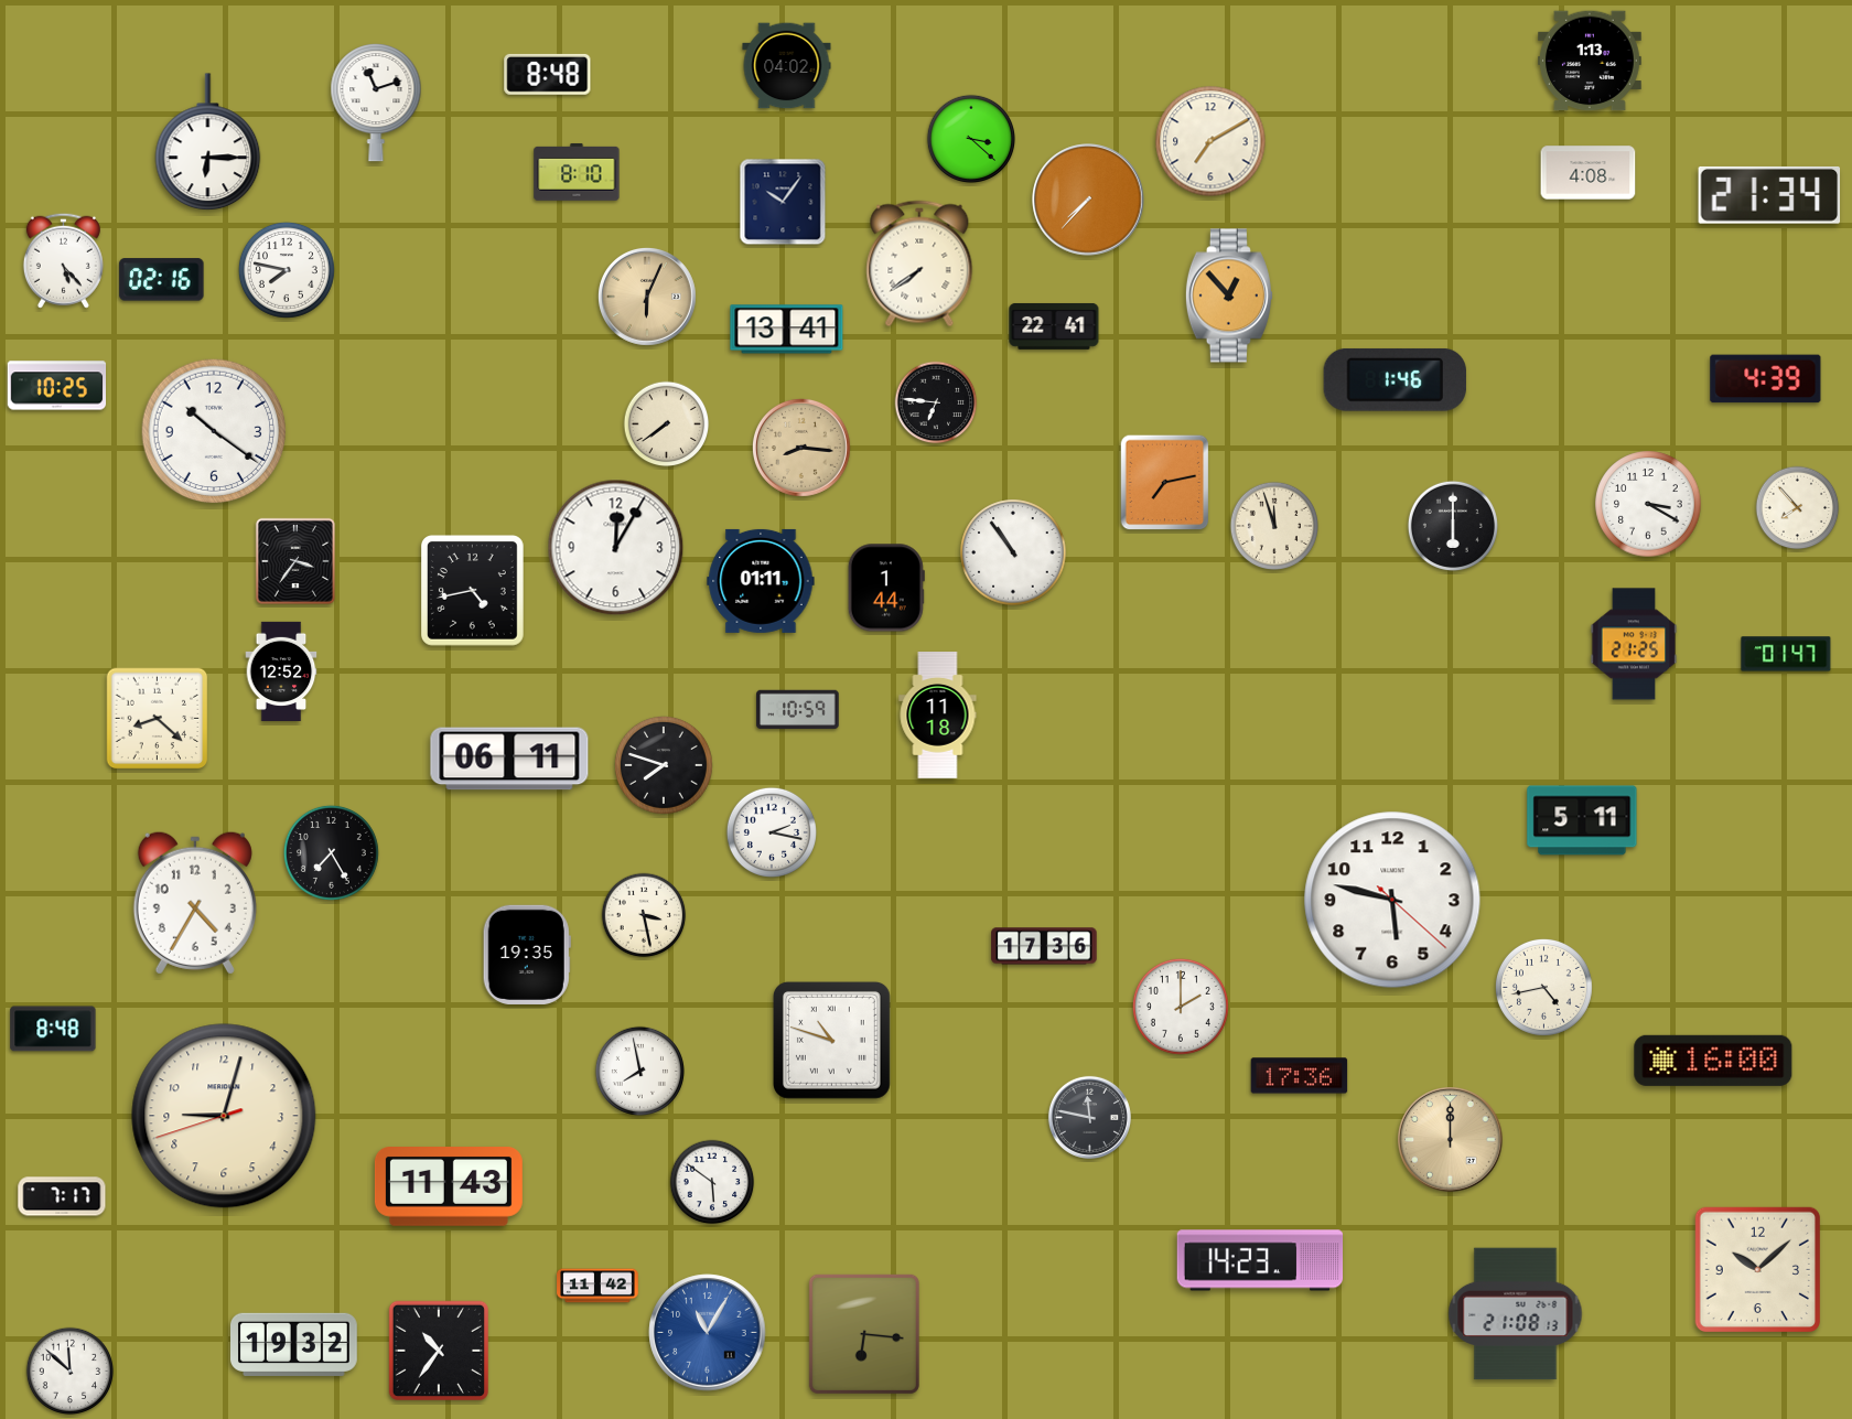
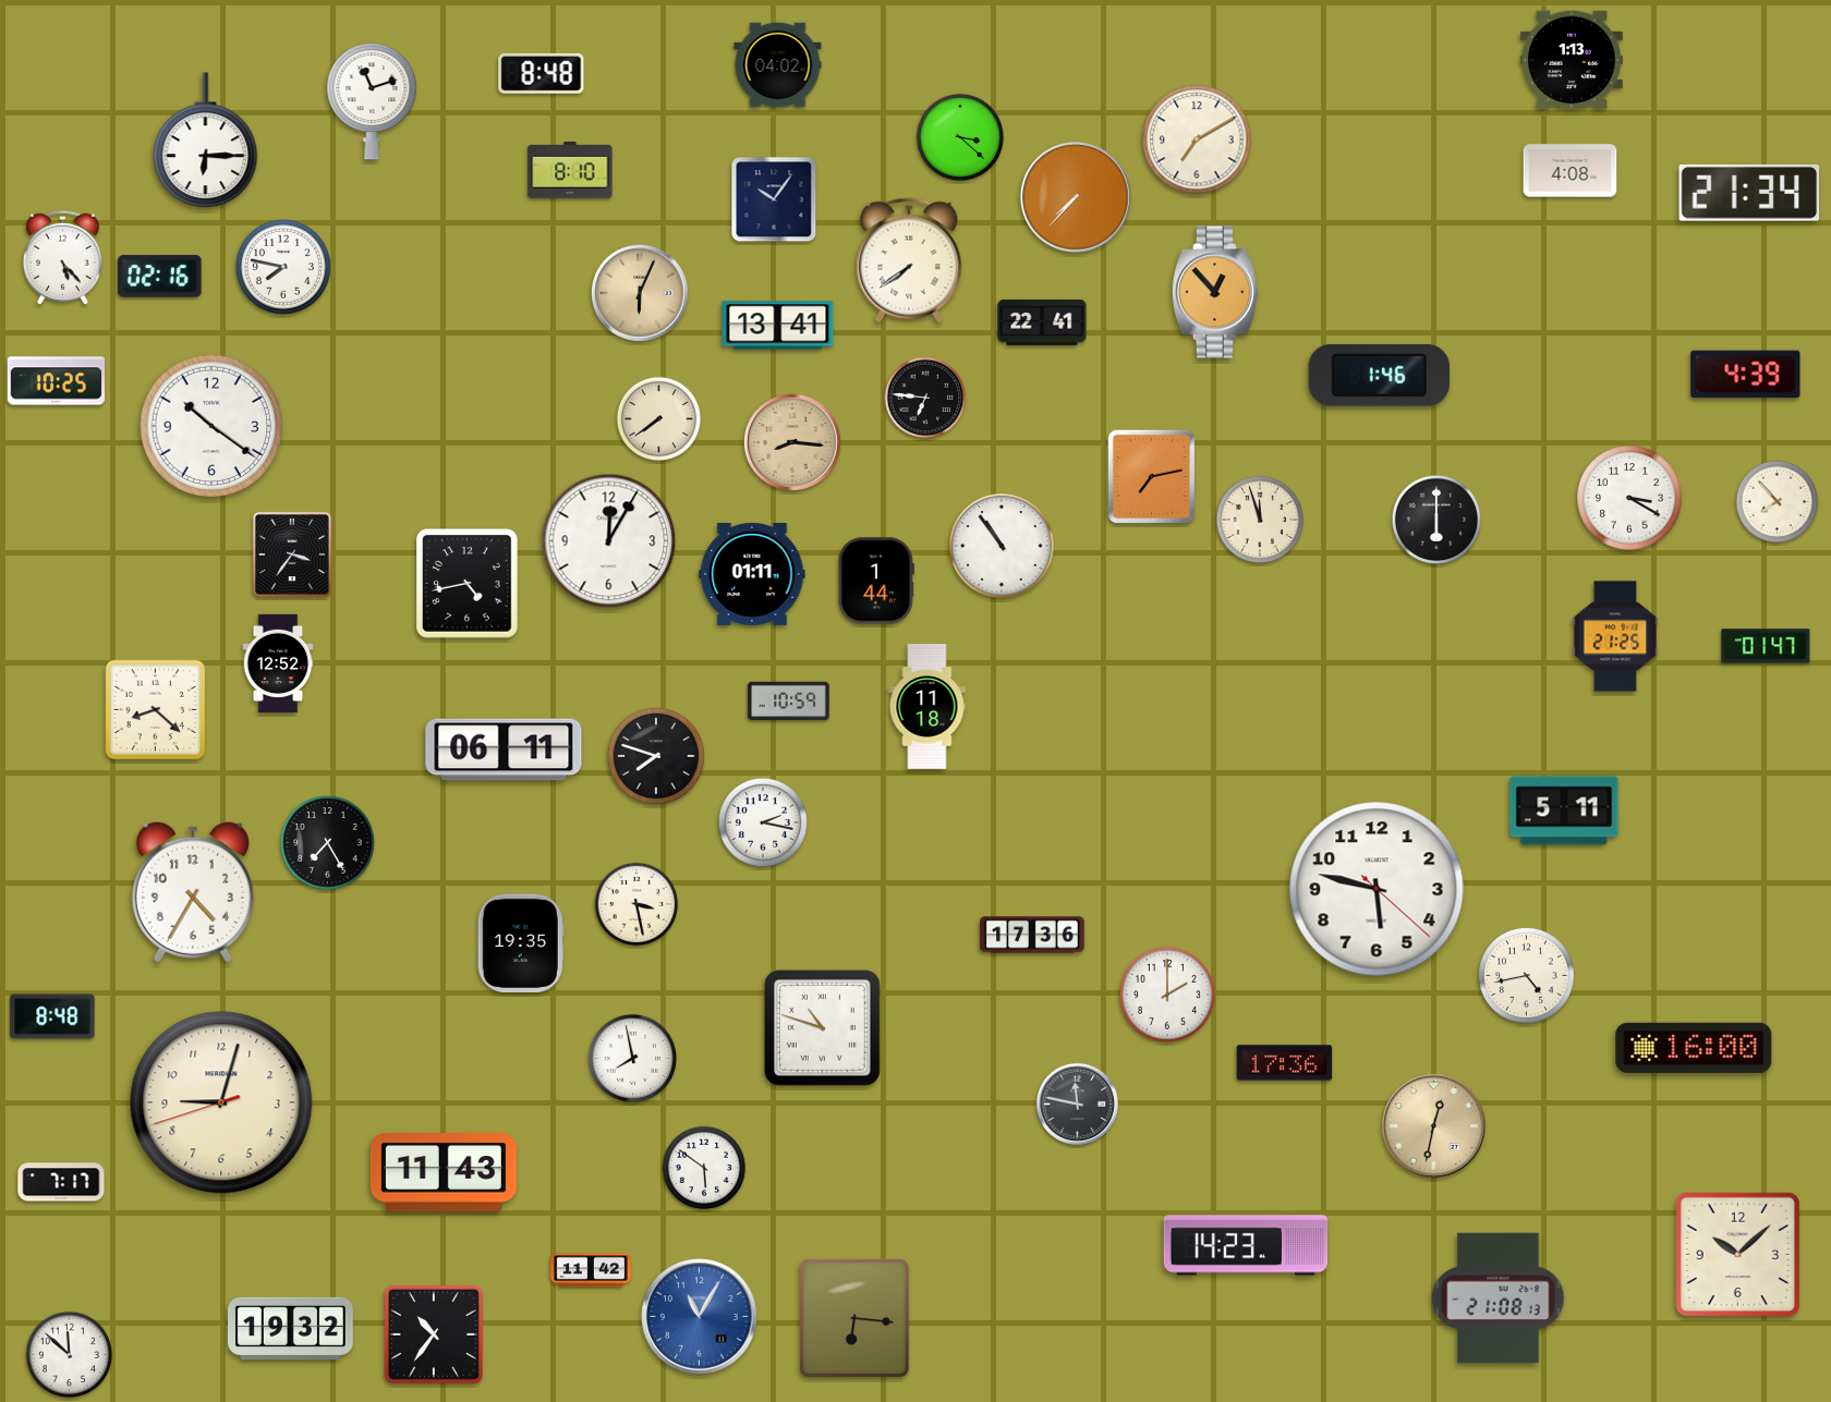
clock at (1451, 1140): 12:00 -> 12:32
